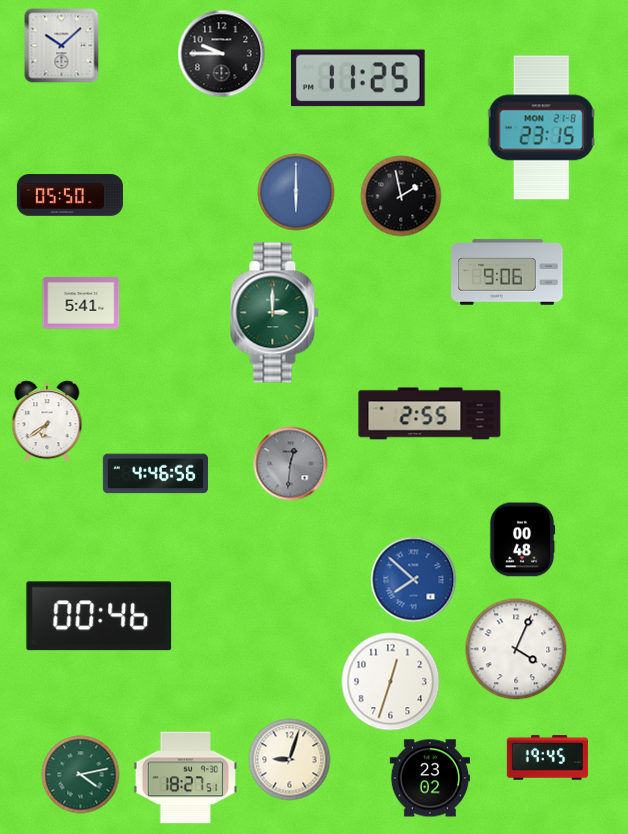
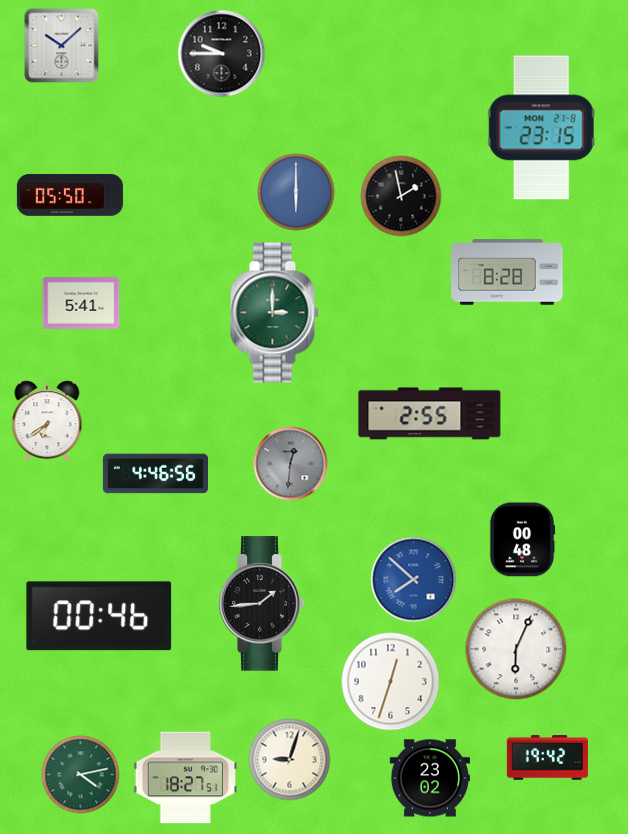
clock at (358, 78): 11:25 -> none
clock at (507, 272): 9:06 -> 8:28
clock at (261, 604): none -> 1:44
clock at (516, 649): 4:04 -> 6:04
clock at (547, 758): 19:45 -> 19:42
